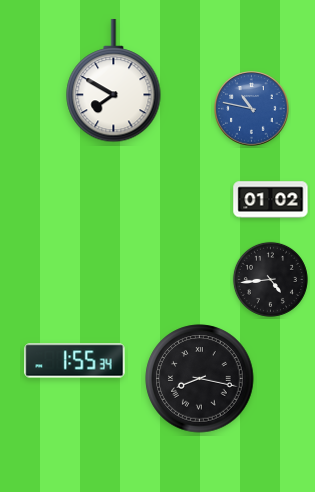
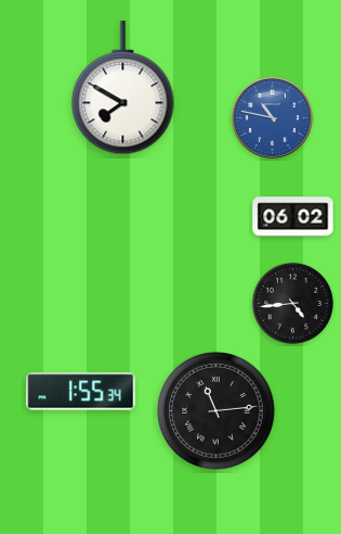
clock at (271, 200): 01:02 -> 06:02
clock at (200, 379): 8:17 -> 11:14
